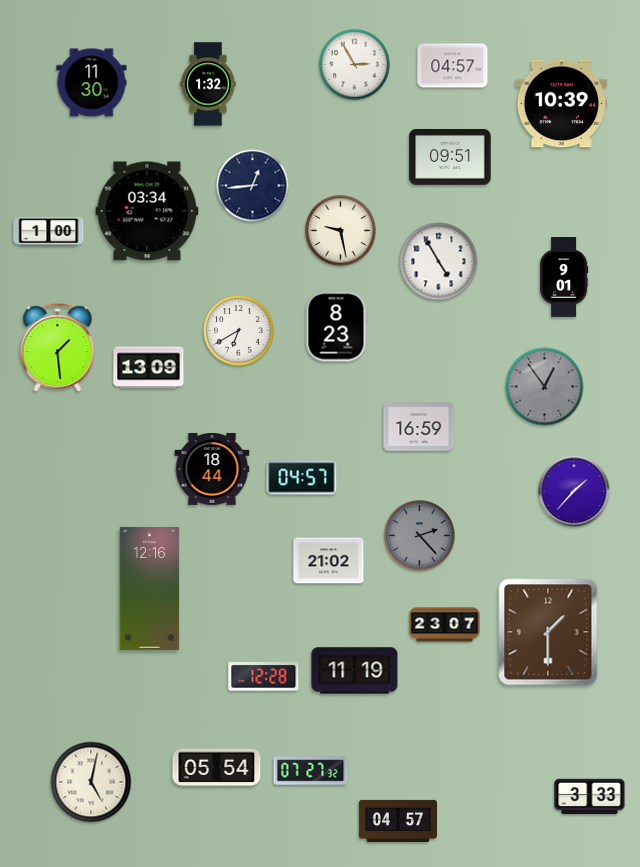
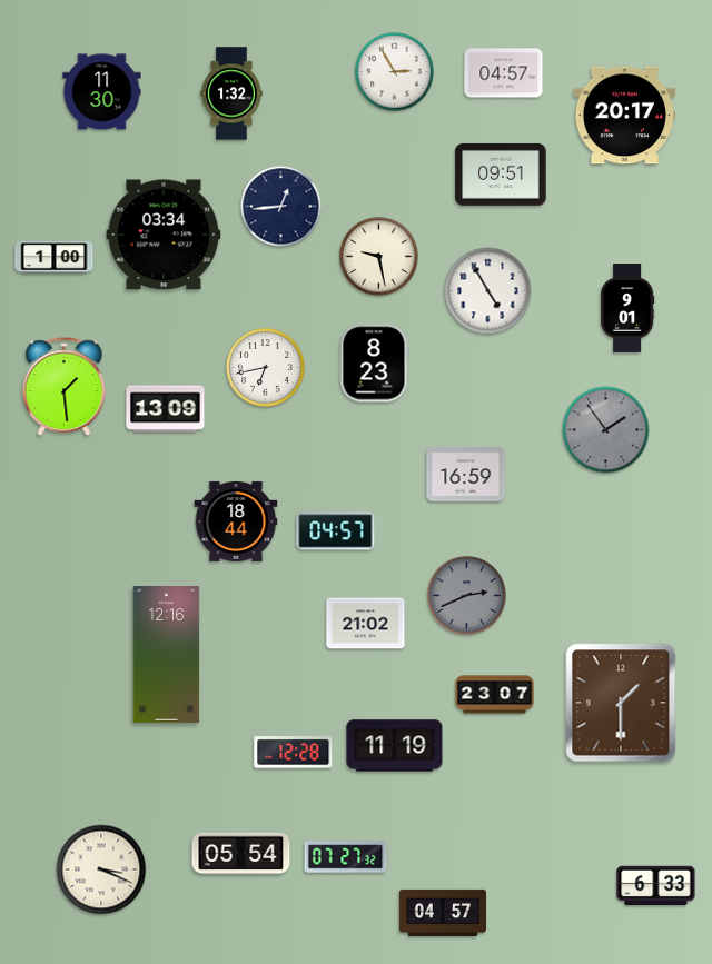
clock at (562, 104): 10:39 -> 20:17
clock at (239, 331): 6:40 -> 6:43
clock at (545, 387): 12:54 -> 1:54
clock at (574, 491): 1:37 -> none
clock at (420, 536): 2:23 -> 2:41
clock at (548, 632) position: (548, 632) -> (621, 703)
clock at (91, 782): 5:02 -> 3:19
clock at (590, 797): 3:33 -> 6:33
